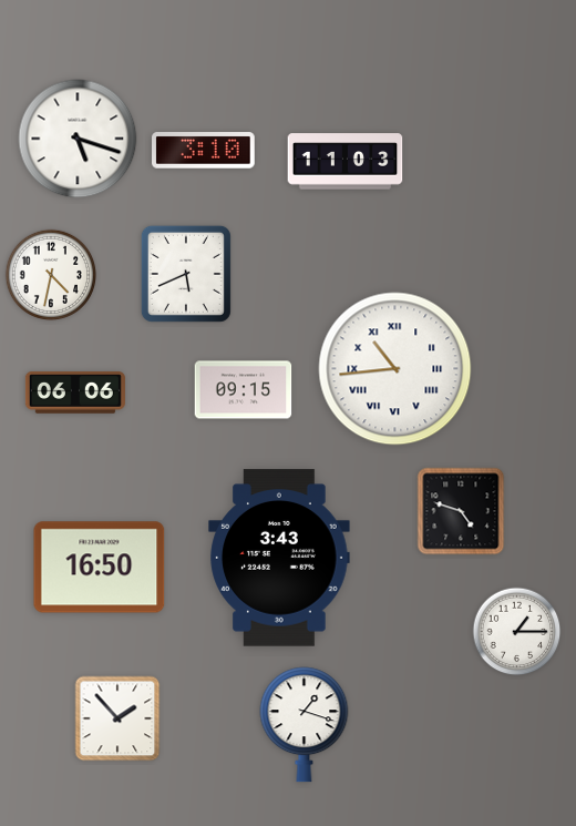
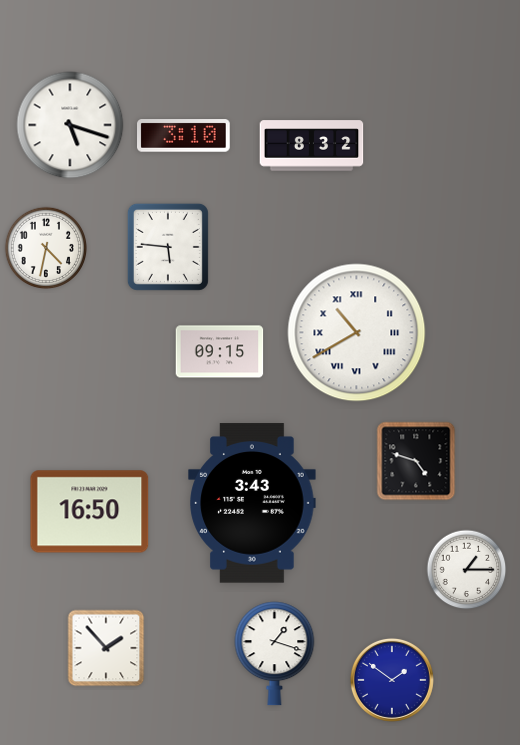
clock at (346, 162): 11:03 -> 8:32
clock at (186, 274): 5:41 -> 5:46
clock at (395, 369): 10:44 -> 10:40
clock at (75, 394): 06:06 -> none
clock at (392, 680): none -> 1:51
